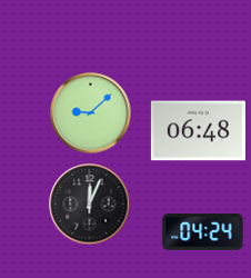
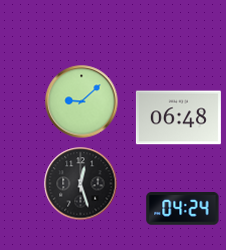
clock at (90, 205): 12:04 -> 12:27
